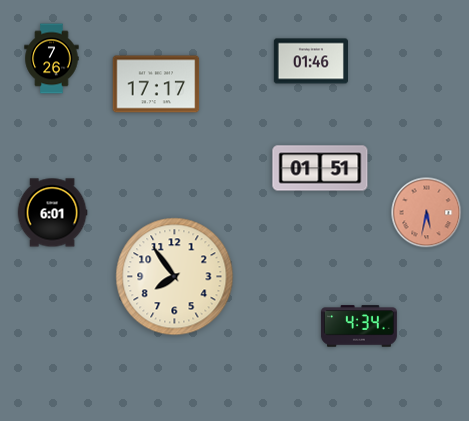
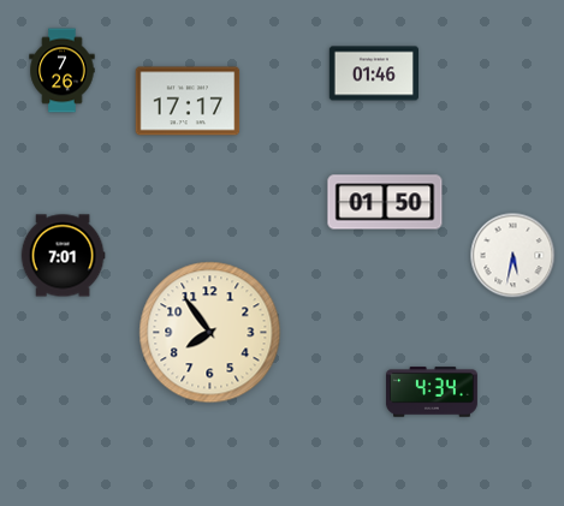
clock at (320, 168): 01:51 -> 01:50
clock at (52, 213): 6:01 -> 7:01
clock at (427, 213) dial: salmon -> white
